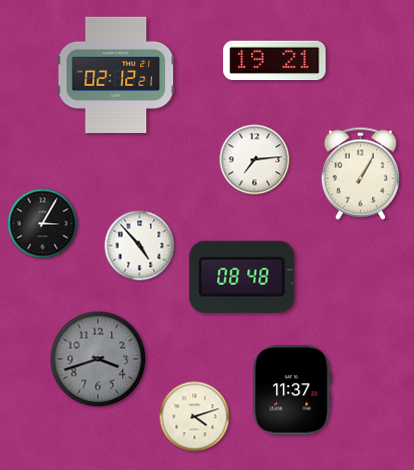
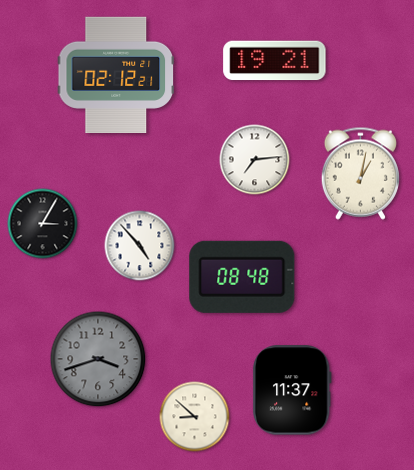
clock at (360, 173): 1:05 -> 1:02
clock at (195, 417): 4:12 -> 8:52
